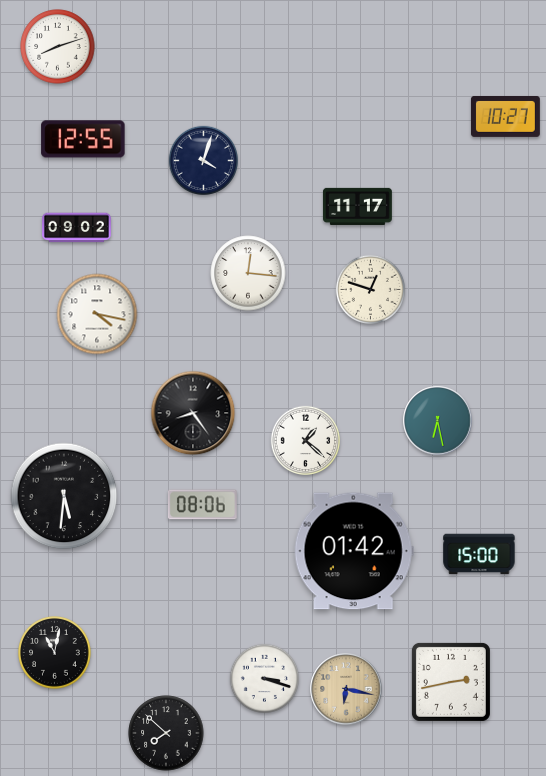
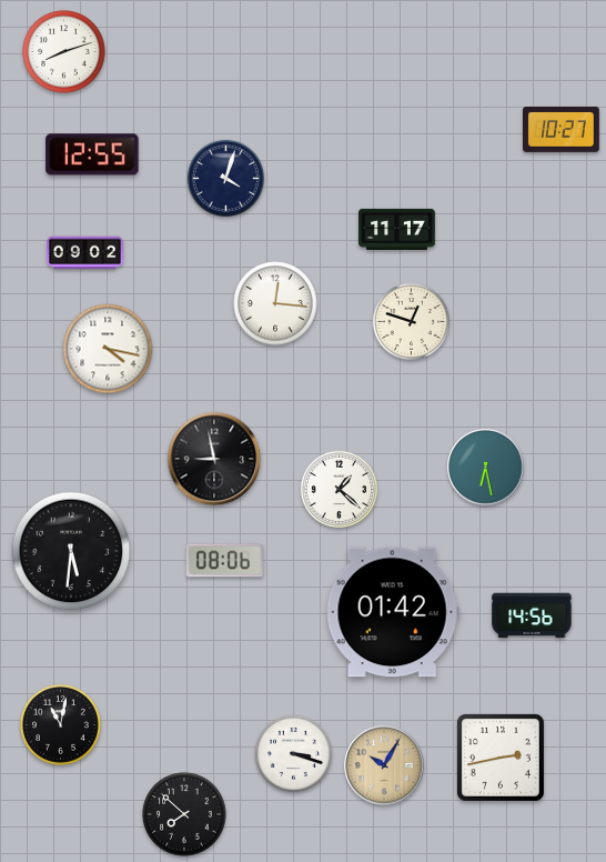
clock at (193, 413): 8:24 -> 8:58
clock at (479, 554): 15:00 -> 14:56
clock at (346, 689): 6:17 -> 10:05
